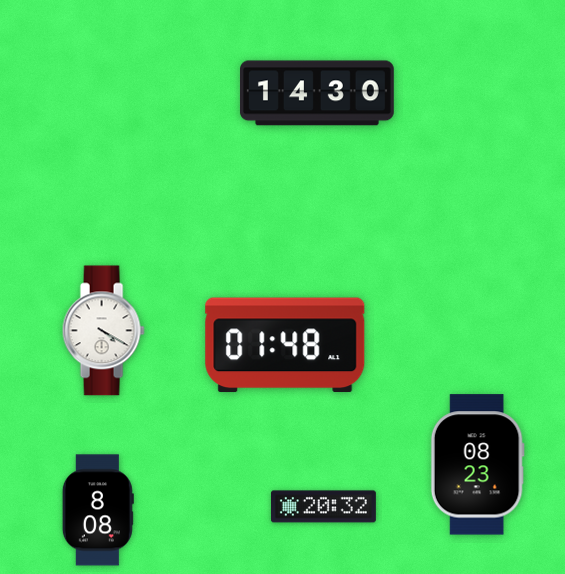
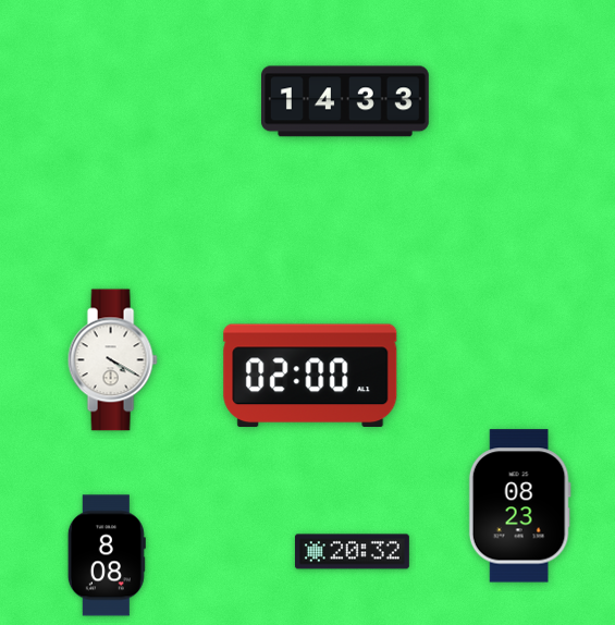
clock at (318, 93): 14:30 -> 14:33
clock at (285, 345): 01:48 -> 02:00
